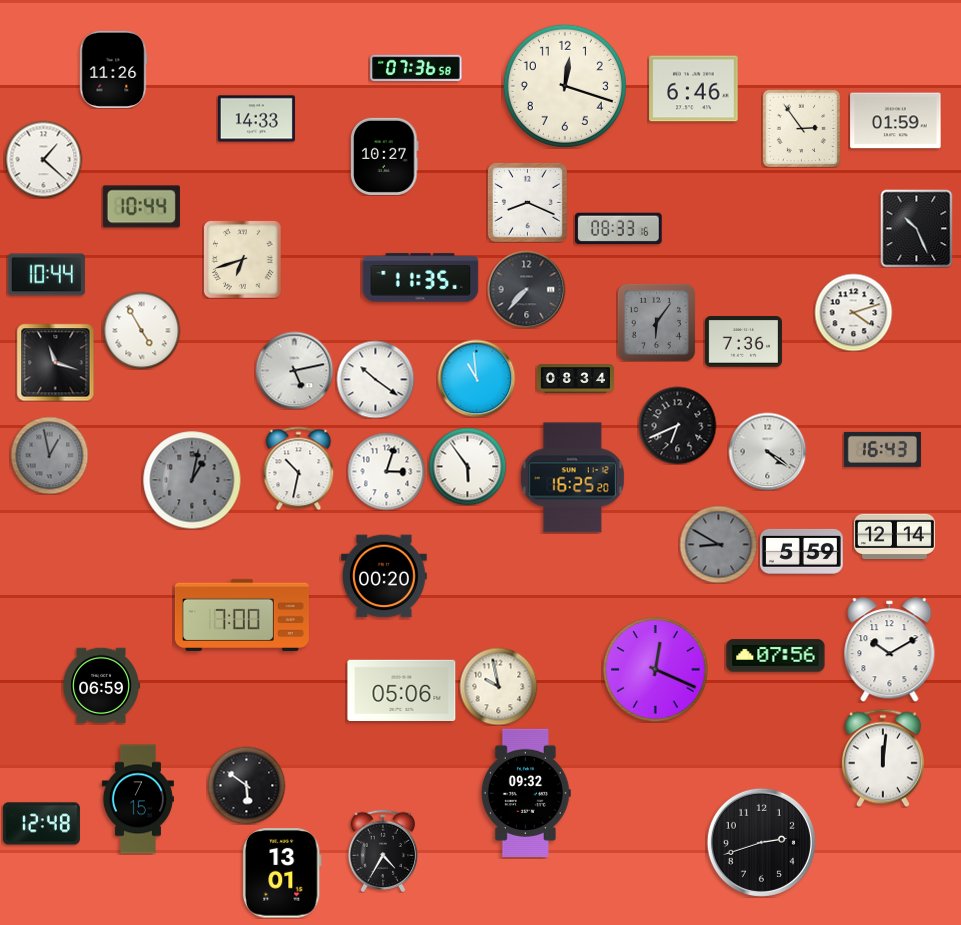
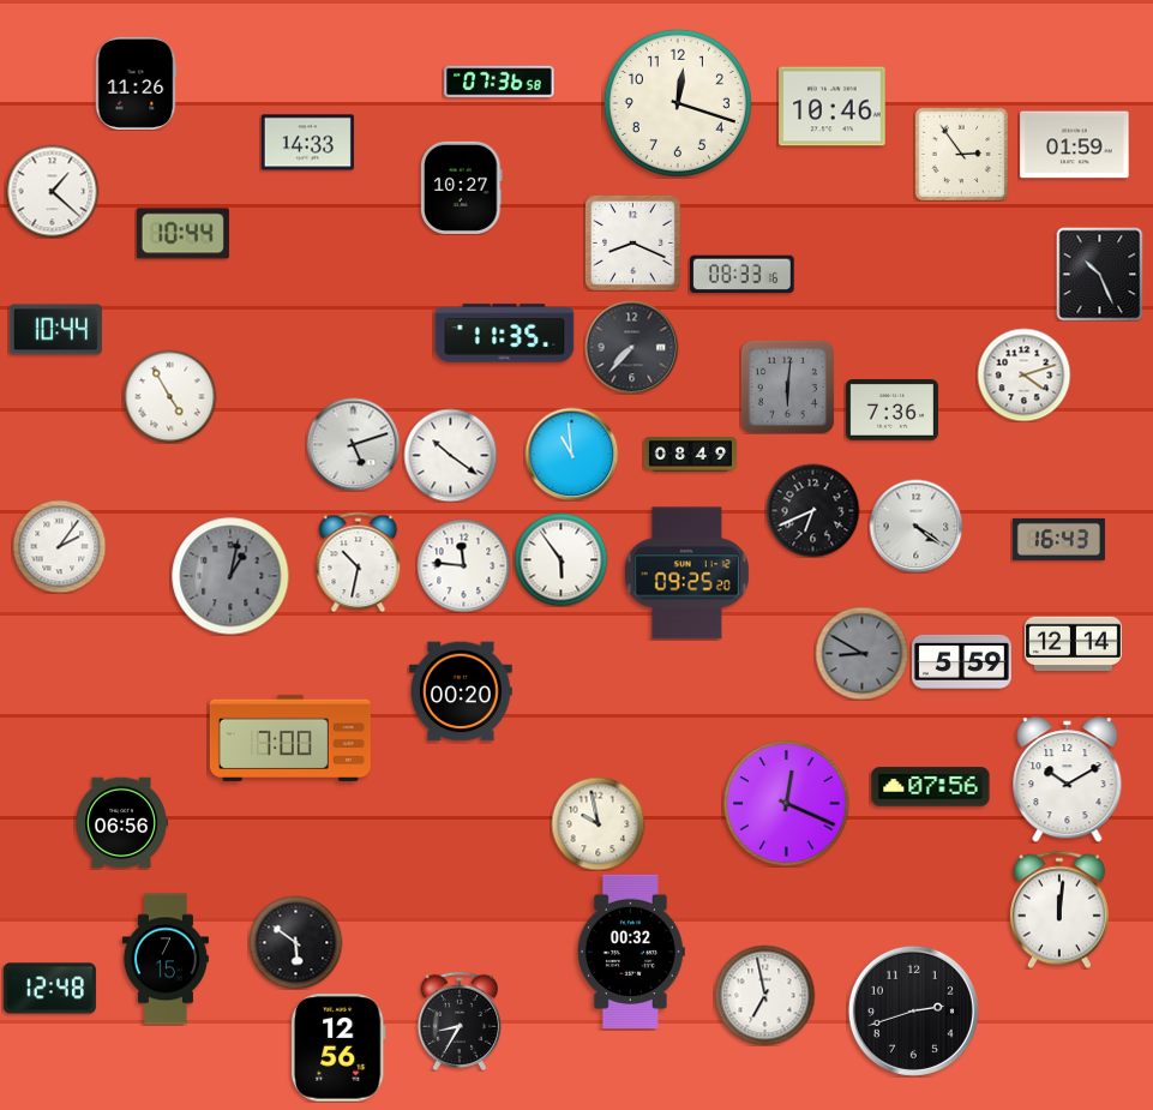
clock at (694, 89): 6:46 -> 10:46
clock at (141, 207) position: (141, 207) -> (182, 234)
clock at (243, 260): 6:42 -> none
clock at (656, 322): 6:06 -> 6:01
clock at (55, 362): 11:18 -> none
clock at (294, 370): 5:13 -> 5:12
clock at (575, 379): 08:34 -> 08:49
clock at (767, 451) position: (767, 451) -> (915, 526)
clock at (49, 455): 12:58 -> 2:06
clock at (49, 455) dial: grey -> white
clock at (386, 471): 3:03 -> 11:46
clock at (572, 478): 16:25 -> 09:25
clock at (101, 686): 06:59 -> 06:56
clock at (402, 690): 05:06 -> none
clock at (526, 793): 09:32 -> 00:32
clock at (764, 995): none -> 6:58
clock at (382, 850): 4:35 -> 8:35
clock at (282, 873): 13:01 -> 12:56
